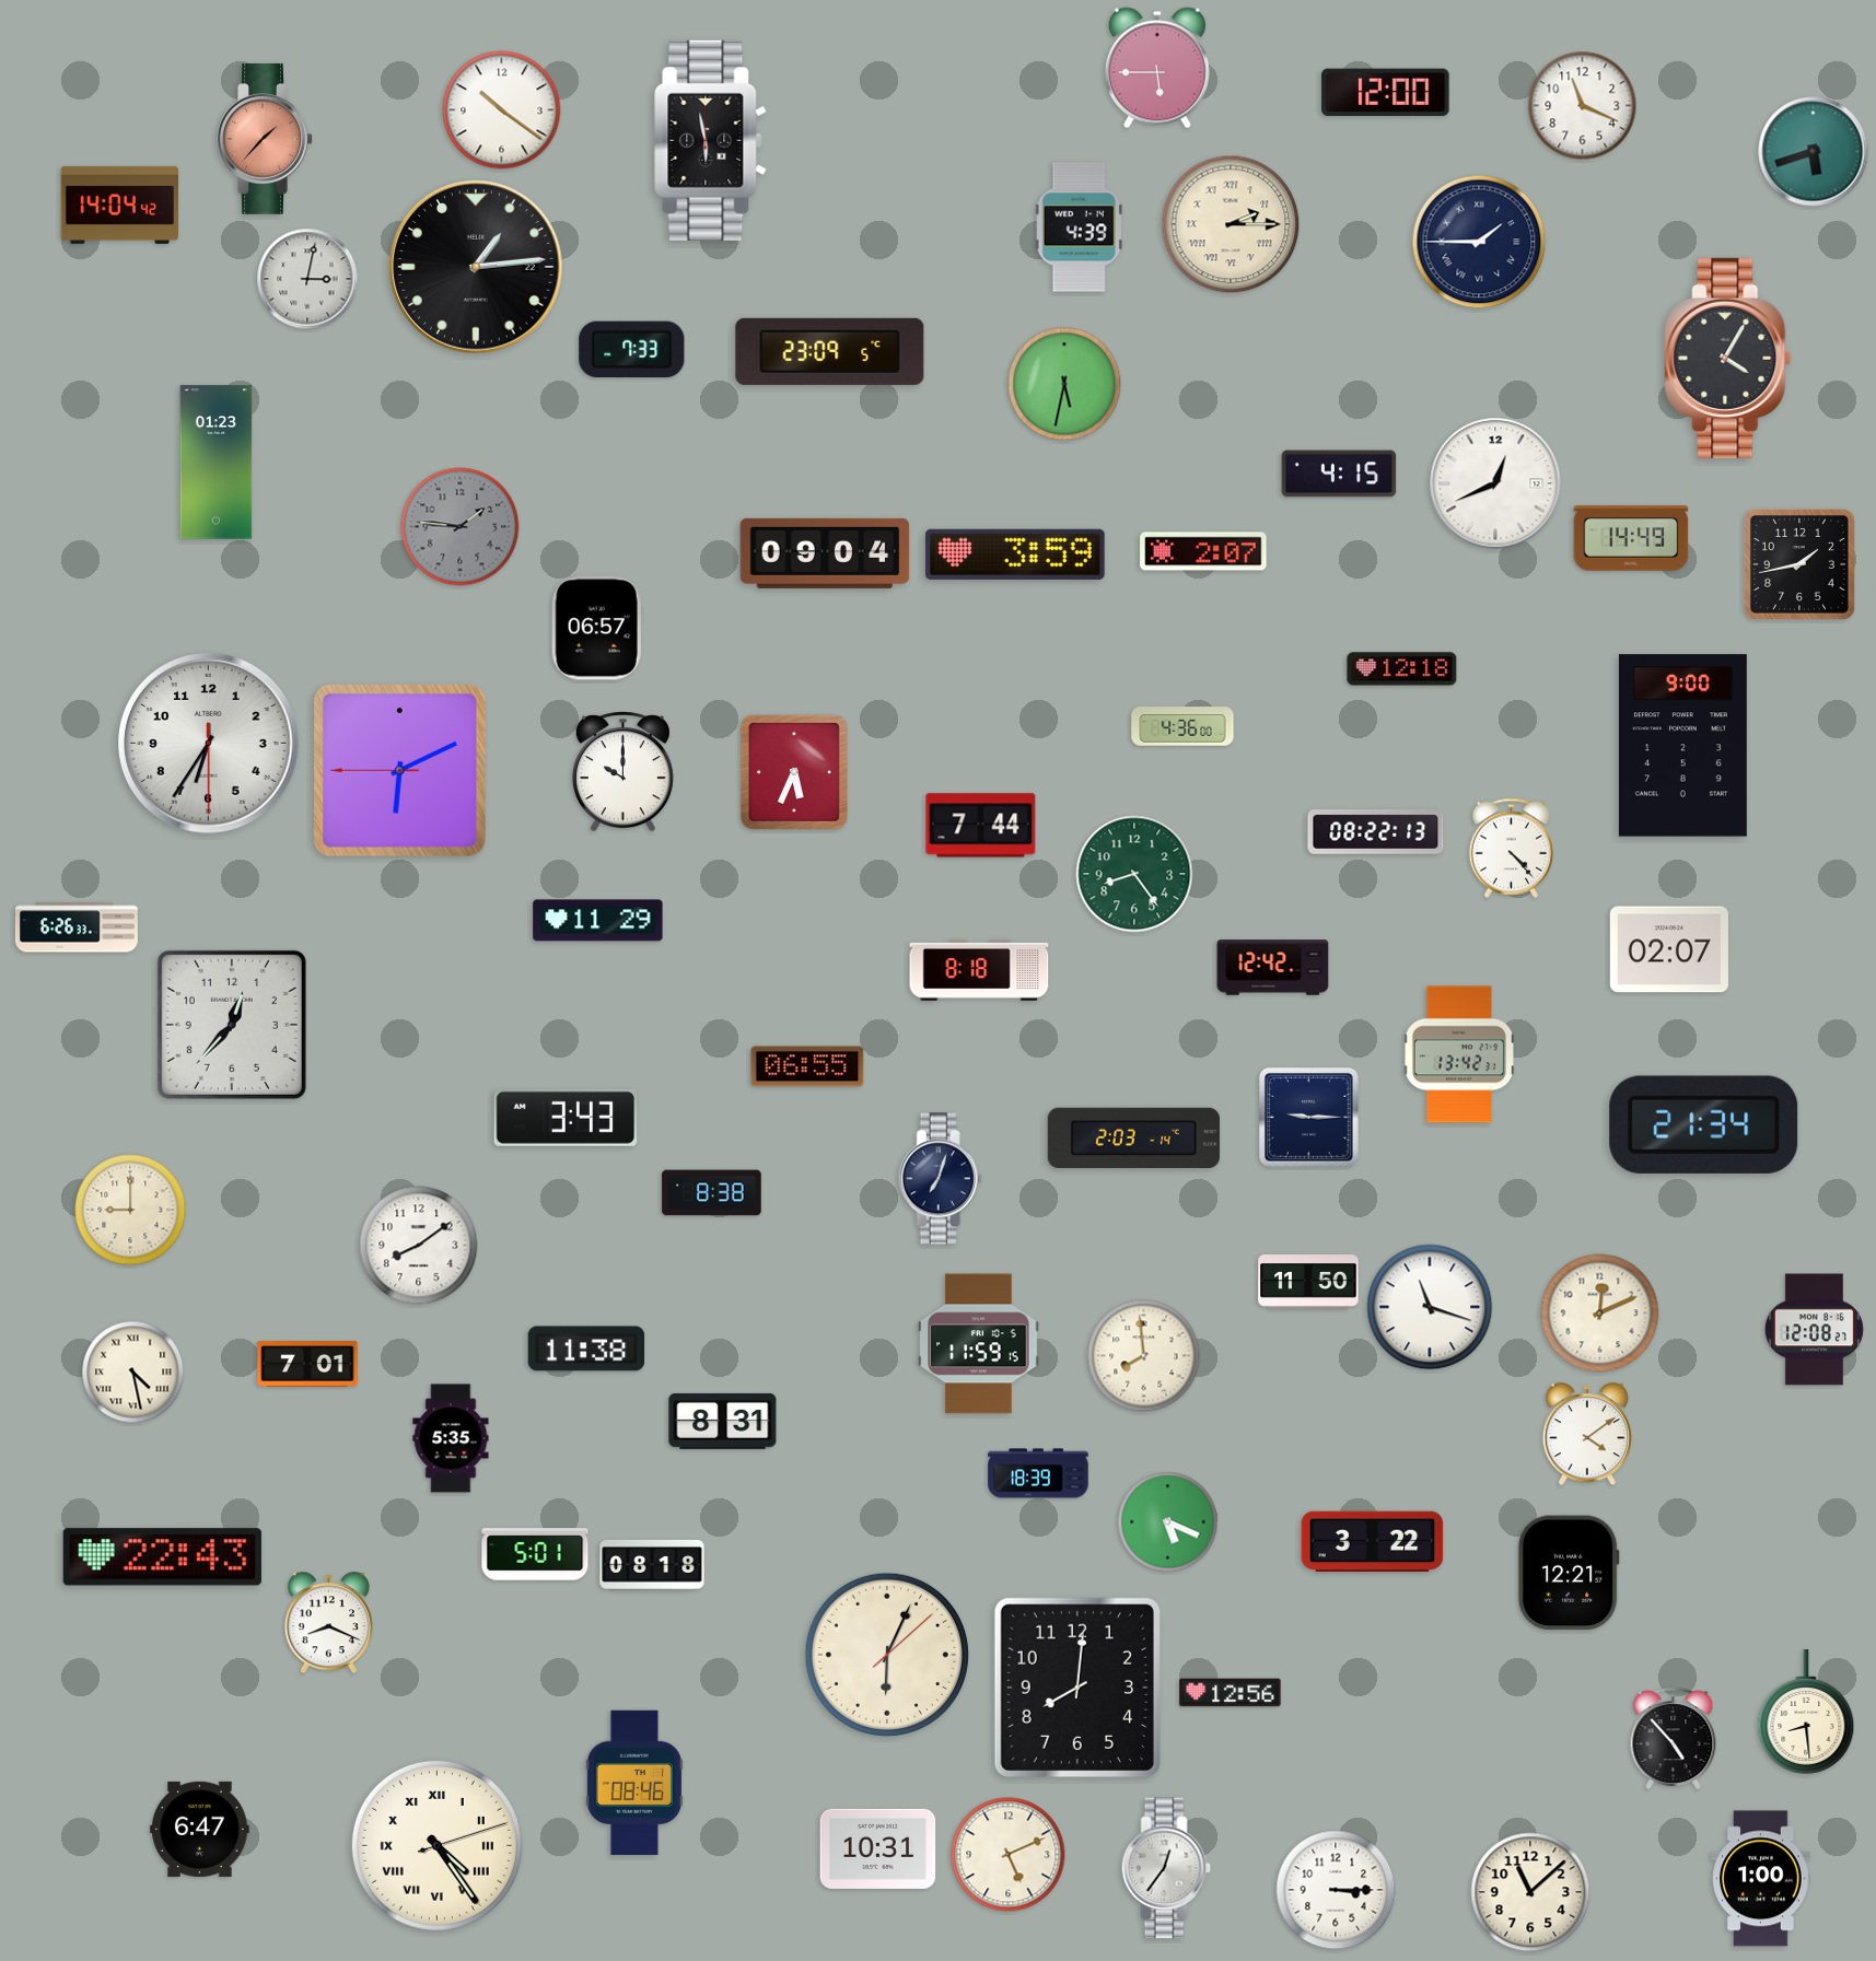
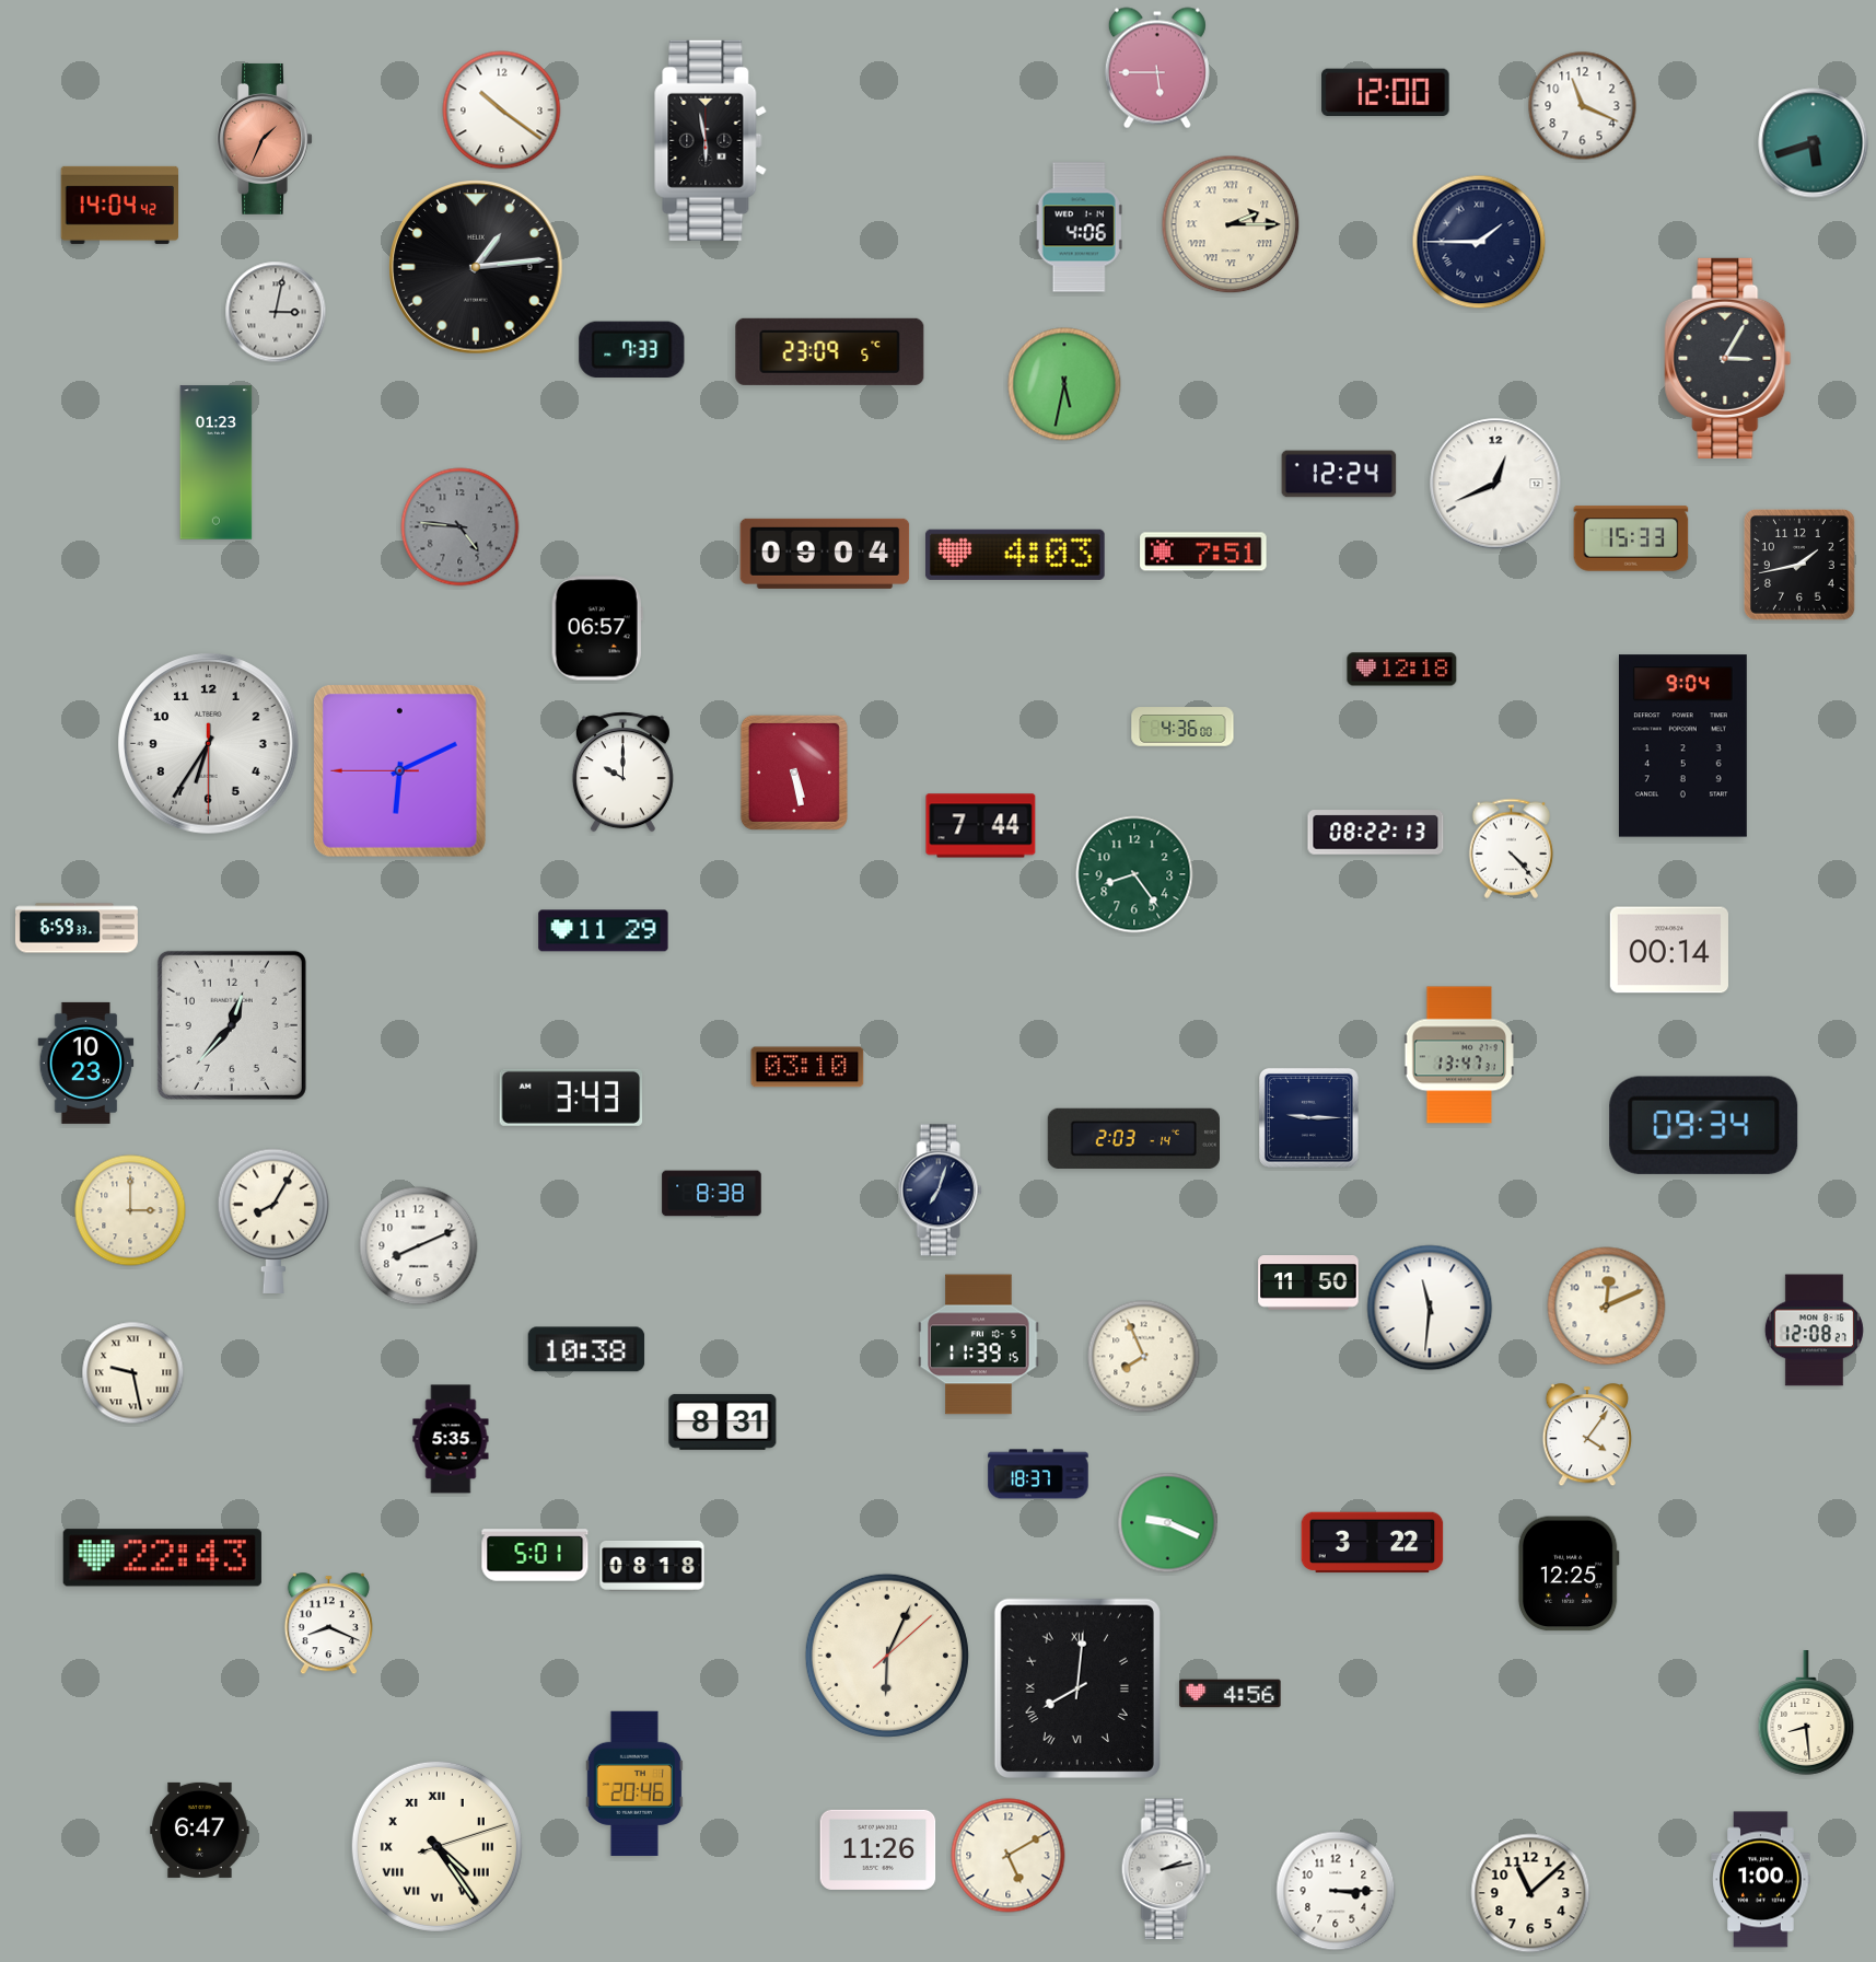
clock at (265, 139): 1:37 -> 1:34
clock at (1814, 152) position: (1814, 152) -> (1814, 143)
clock at (1079, 227): 4:39 -> 4:06
clock at (476, 267) date: 22 -> 9
clock at (307, 279) position: (307, 279) -> (276, 312)
clock at (1728, 358): 4:05 -> 3:05
clock at (1339, 474): 4:15 -> 12:24
clock at (461, 527): 1:46 -> 4:46
clock at (1631, 538): 14:49 -> 15:33
clock at (1203, 551): 2:07 -> 7:51
clock at (1015, 555): 3:59 -> 4:03
clock at (1682, 746): 9:00 -> 9:04
clock at (794, 772): 5:34 -> 5:28
clock at (598, 921) position: (598, 921) -> (604, 931)
clock at (77, 927): 6:26 -> 6:59
clock at (1669, 949): 02:07 -> 00:14
clock at (1273, 968): 12:42 -> none
clock at (979, 970): 8:18 -> none
clock at (1459, 1054): 13:42 -> 13:47
clock at (86, 1063): none -> 10:23
clock at (807, 1066): 06:55 -> 03:10
clock at (566, 1118) position: (566, 1118) -> (571, 1098)
clock at (1704, 1124): 21:34 -> 09:34
clock at (940, 1179) position: (940, 1179) -> (940, 1191)
clock at (130, 1210): 9:00 -> 3:00
clock at (273, 1221): none -> 8:05
clock at (419, 1246): 8:09 -> 8:11
clock at (1430, 1307): 11:18 -> 11:31
clock at (1600, 1314) position: (1600, 1314) -> (1607, 1307)
clock at (979, 1344): 11:59 -> 11:39
clock at (586, 1349): 11:38 -> 10:38
clock at (1144, 1356): 7:59 -> 7:56
clock at (307, 1365): 7:01 -> none
clock at (133, 1373): 4:28 -> 9:28
clock at (1587, 1435): 4:09 -> 4:06
clock at (1038, 1473): 18:39 -> 18:37
clock at (1168, 1522): 5:19 -> 9:19
clock at (1569, 1573): 12:21 -> 12:25
clock at (1077, 1688) numerals: Arabic -> Roman
clock at (1231, 1693): 12:56 -> 4:56
clock at (1674, 1738): 4:53 -> none
clock at (634, 1783): 08:46 -> 20:46
clock at (878, 1848): 10:31 -> 11:26
clock at (1009, 1855): 5:11 -> 5:10
clock at (1166, 1868): 12:36 -> 2:13
